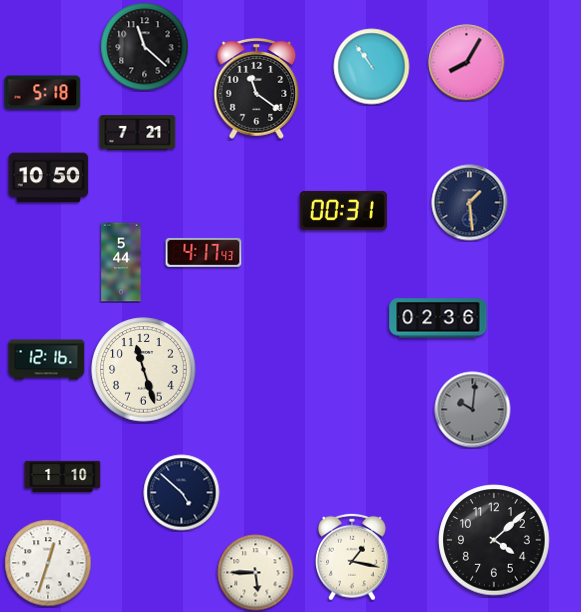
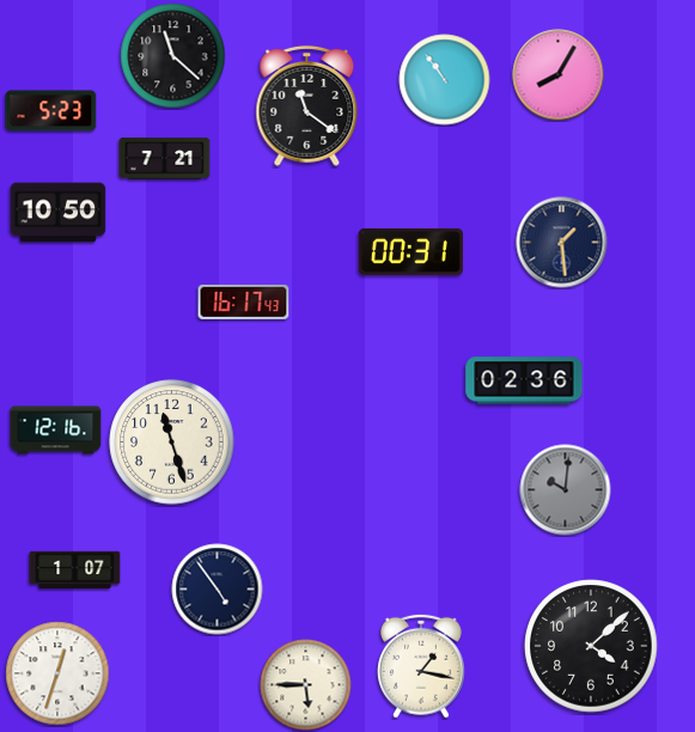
clock at (43, 93): 5:18 -> 5:23
clock at (204, 252): 4:17 -> 16:17
clock at (121, 262): 5:44 -> none
clock at (63, 476): 1:10 -> 1:07
clock at (182, 493): 4:52 -> 4:54
